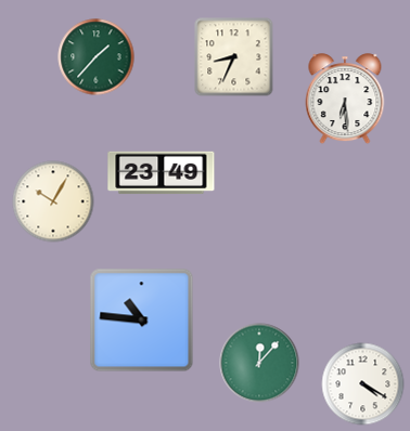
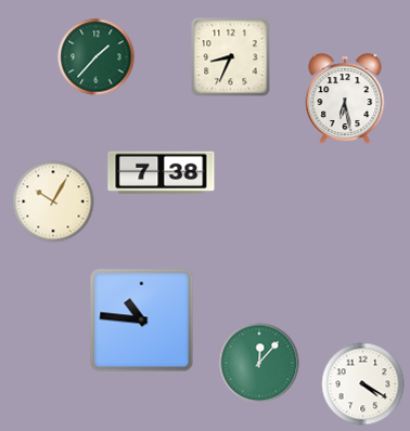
clock at (234, 57) position: (234, 57) -> (231, 57)
clock at (345, 100): 6:29 -> 6:28
clock at (162, 173): 23:49 -> 7:38
